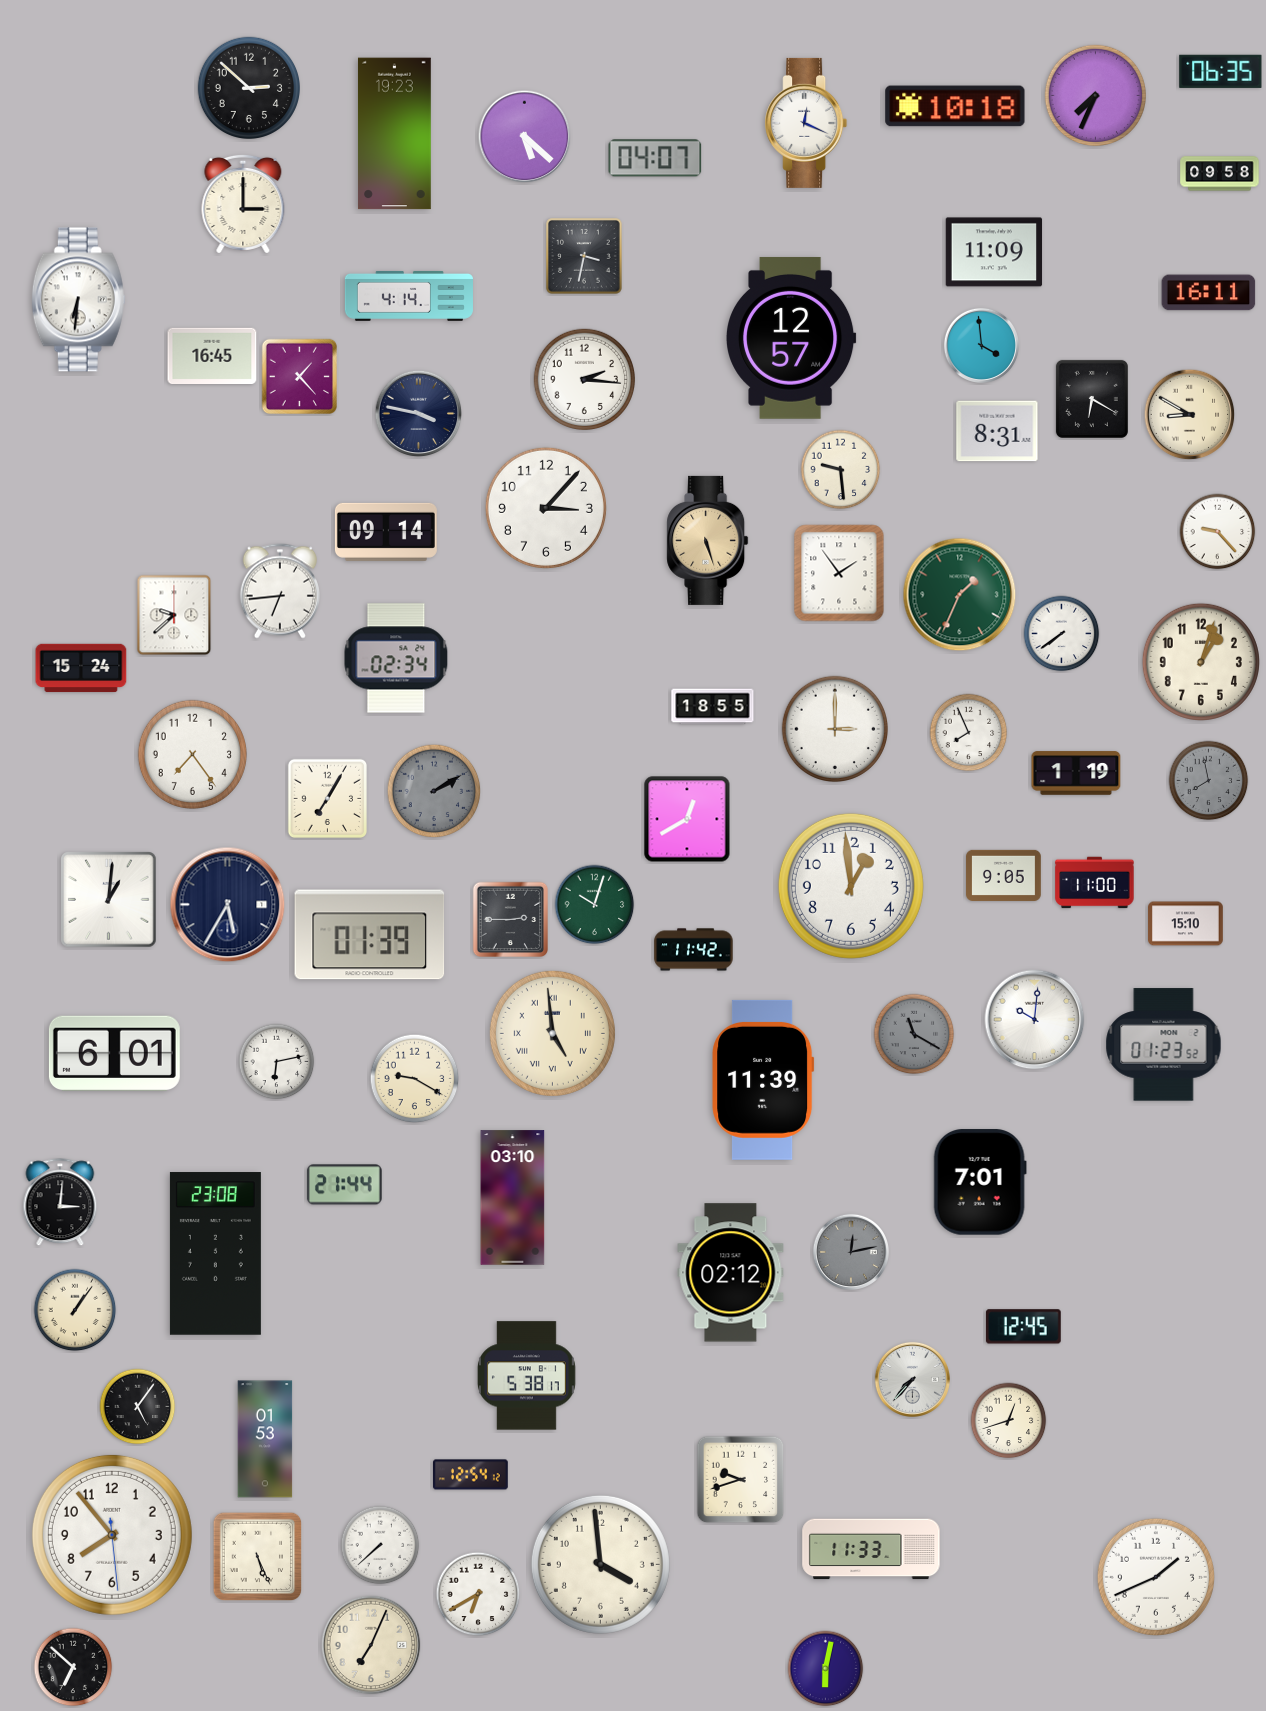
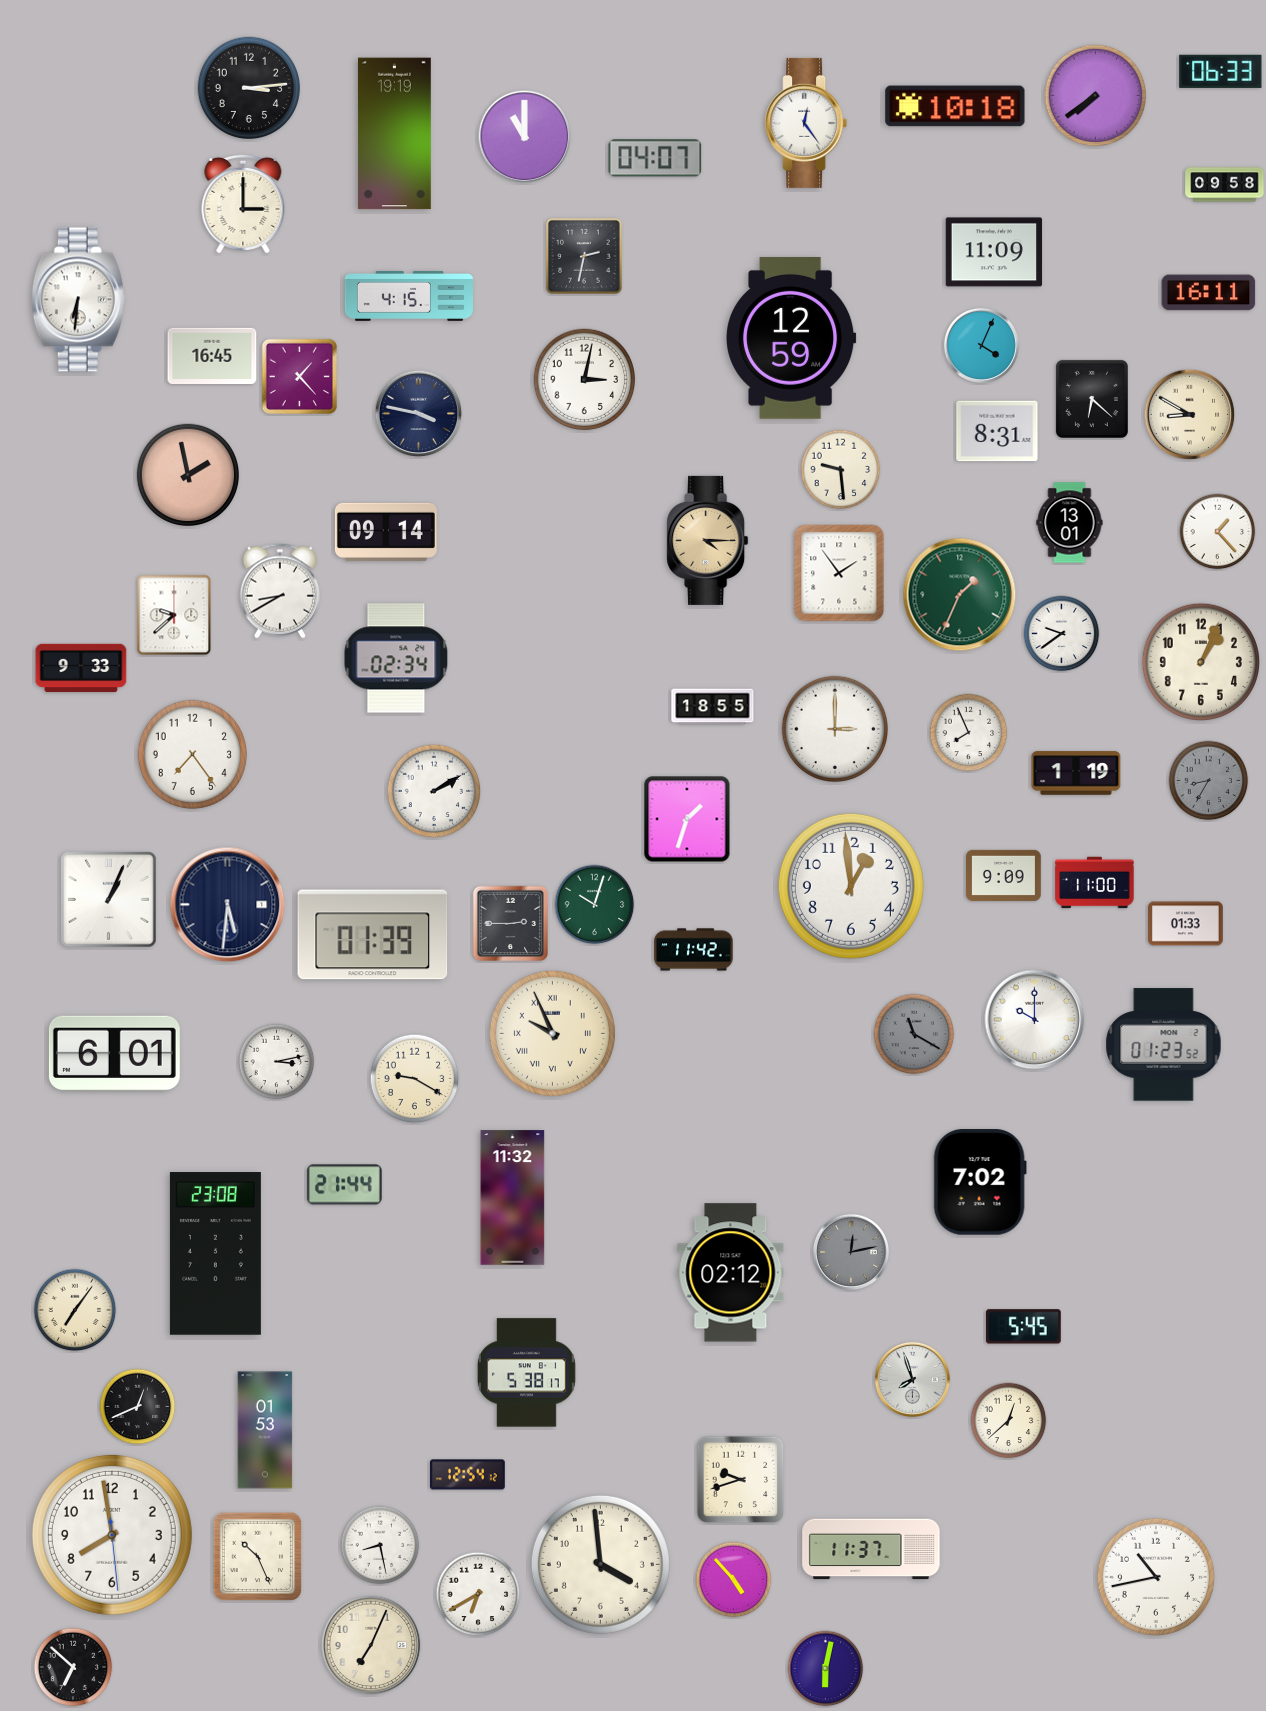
clock at (1221, 71): 06:35 -> 06:33
clock at (248, 87): 2:52 -> 3:14
clock at (1096, 96): 7:34 -> 7:39
clock at (806, 123): 12:19 -> 12:24
clock at (394, 134): 19:23 -> 19:19
clock at (525, 137): 5:22 -> 11:00
clock at (1220, 174) position: (1220, 174) -> (1225, 185)
clock at (584, 256): 3:32 -> 2:32
clock at (409, 296): 4:14 -> 4:15
clock at (792, 338): 12:57 -> 12:59
clock at (981, 345): 3:59 -> 4:04
clock at (585, 380): 2:16 -> 3:02
clock at (1092, 399): 6:20 -> 6:22
clock at (187, 474): none -> 1:58
clock at (546, 508): 3:07 -> none
clock at (1070, 523): none -> 13:01
clock at (1218, 532): 9:23 -> 1:23
clock at (708, 540): 5:27 -> 4:15
clock at (280, 591): 6:44 -> 8:40
clock at (1062, 634): 7:39 -> 9:39
clock at (1201, 662): 1:03 -> 1:04
clock at (81, 668): 15:24 -> 9:33
clock at (1209, 781): 7:58 -> 8:35
clock at (434, 791) dial: grey -> white
clock at (327, 798): 7:05 -> none
clock at (687, 819): 12:40 -> 1:33
clock at (1004, 875): 9:05 -> 9:09
clock at (109, 900): 1:01 -> 1:04
clock at (228, 905): 5:35 -> 5:31
clock at (511, 920) position: (511, 920) -> (511, 924)
clock at (1186, 924): 15:10 -> 01:33
clock at (370, 935) position: (370, 935) -> (373, 935)
clock at (1035, 1020): 10:01 -> 10:00
clock at (552, 1033): 4:59 -> 9:56
clock at (277, 1062): 6:13 -> 3:13
clock at (763, 1080): 11:39 -> none
clock at (980, 1182): 7:01 -> 7:02
clock at (513, 1198): 03:10 -> 11:32
clock at (60, 1203): 3:01 -> none
clock at (75, 1310): 1:06 -> 7:06
clock at (1023, 1327): 12:45 -> 5:45
clock at (526, 1376) position: (526, 1376) -> (526, 1373)
clock at (912, 1379): 7:37 -> 7:57
clock at (138, 1407): 5:06 -> 12:41
clock at (1009, 1421): 12:42 -> 12:38
clock at (265, 1439) position: (265, 1439) -> (265, 1430)
clock at (471, 1475) position: (471, 1475) -> (468, 1475)
clock at (112, 1535): 7:53 -> 7:58
clock at (380, 1545): 7:38 -> 8:28
clock at (871, 1549): 11:33 -> 11:37
clock at (258, 1557): 5:26 -> 10:26
clock at (1156, 1577): 1:41 -> 10:43
clock at (734, 1580): none -> 4:53
